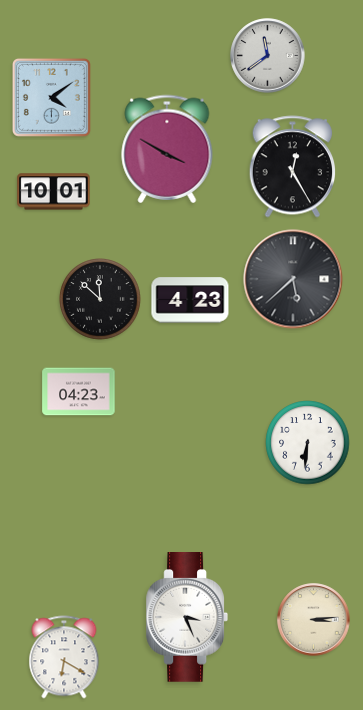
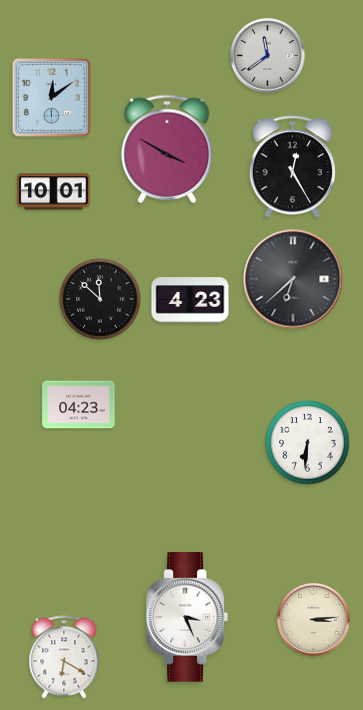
clock at (51, 97): 4:09 -> 12:09
clock at (293, 279): 5:38 -> 6:38
clock at (79, 392) position: (79, 392) -> (79, 405)
